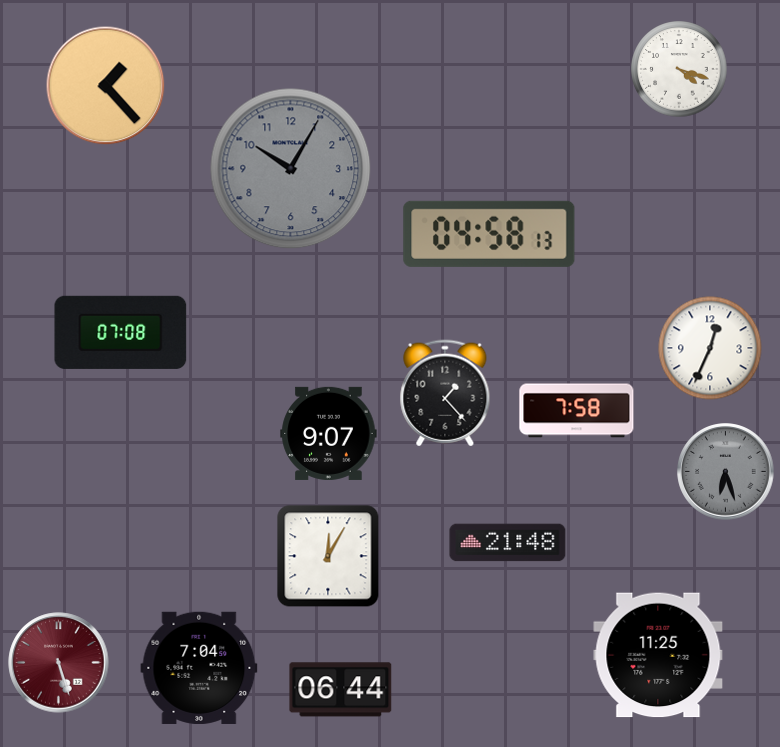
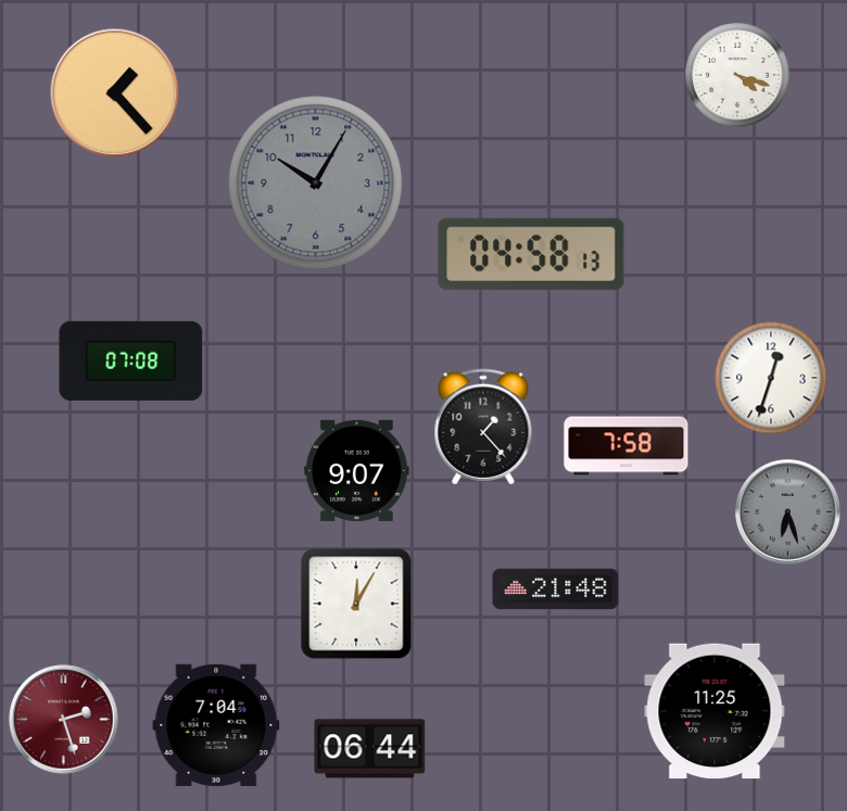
clock at (710, 348): 12:34 -> 12:33
clock at (508, 543) position: (508, 543) -> (556, 590)
clock at (59, 663): 5:27 -> 2:27
